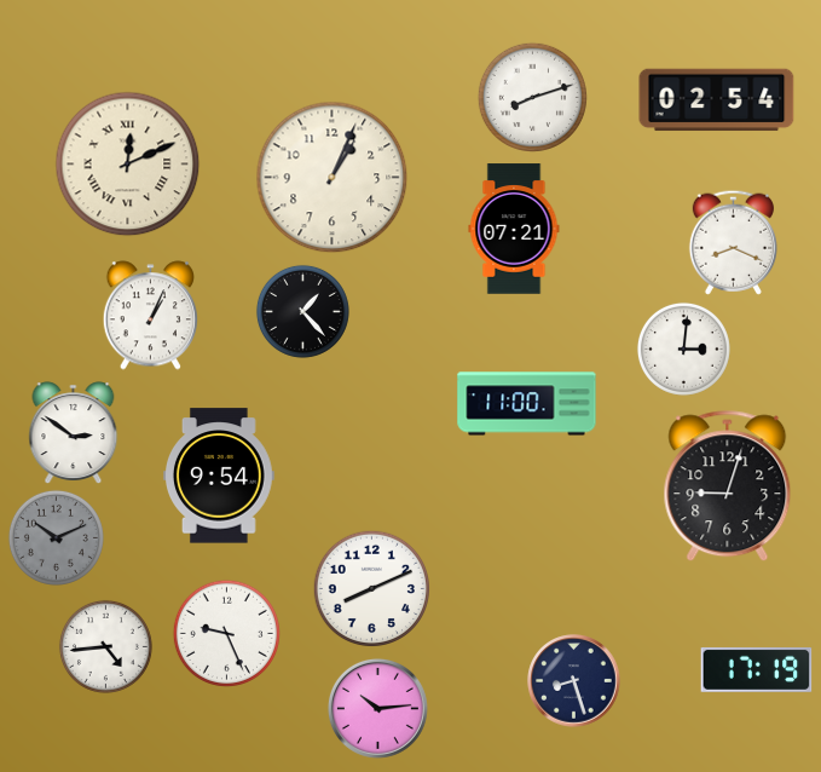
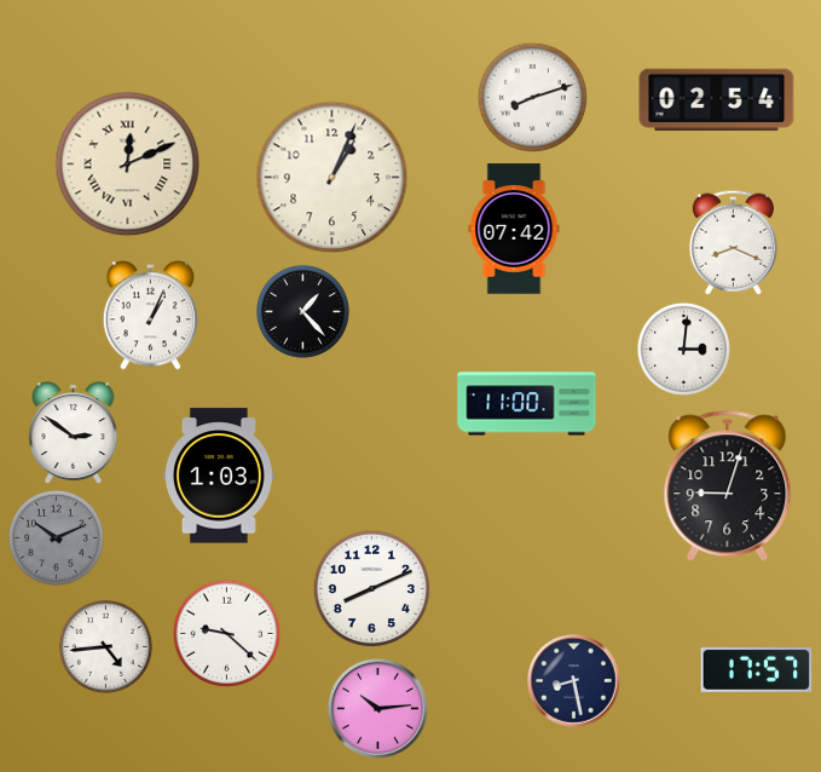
clock at (514, 229): 07:21 -> 07:42
clock at (220, 476): 9:54 -> 1:03
clock at (226, 633): 9:26 -> 9:22
clock at (757, 669): 17:19 -> 17:57
clock at (574, 681): 8:27 -> 8:28
